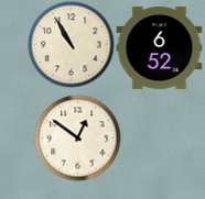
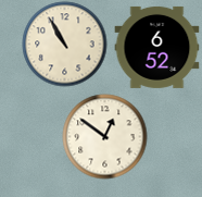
clock at (71, 44) position: (71, 44) -> (64, 44)
clock at (77, 137) position: (77, 137) -> (104, 136)
